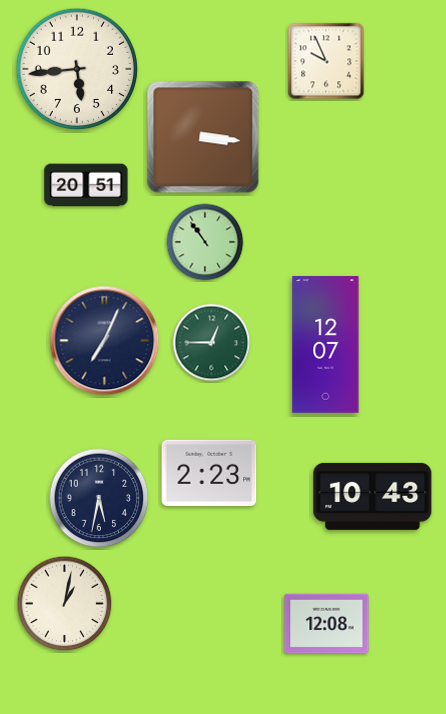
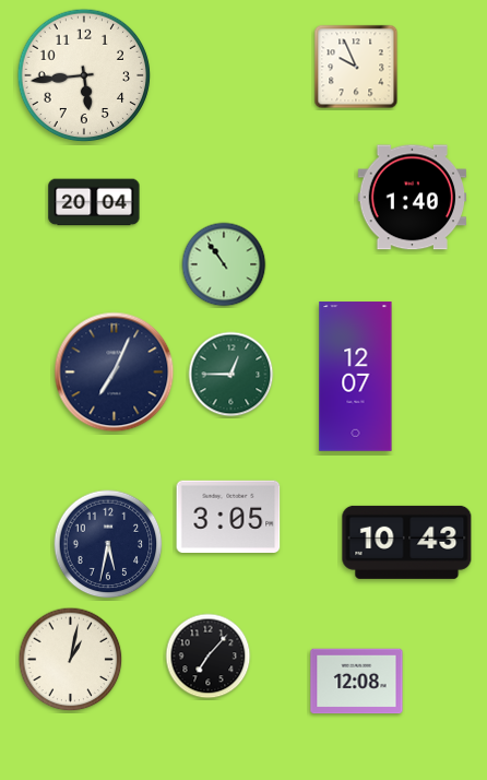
clock at (203, 137): 3:16 -> none
clock at (413, 198): none -> 1:40
clock at (86, 185): 20:51 -> 20:04
clock at (209, 472): 2:23 -> 3:05
clock at (209, 657): none -> 7:07
